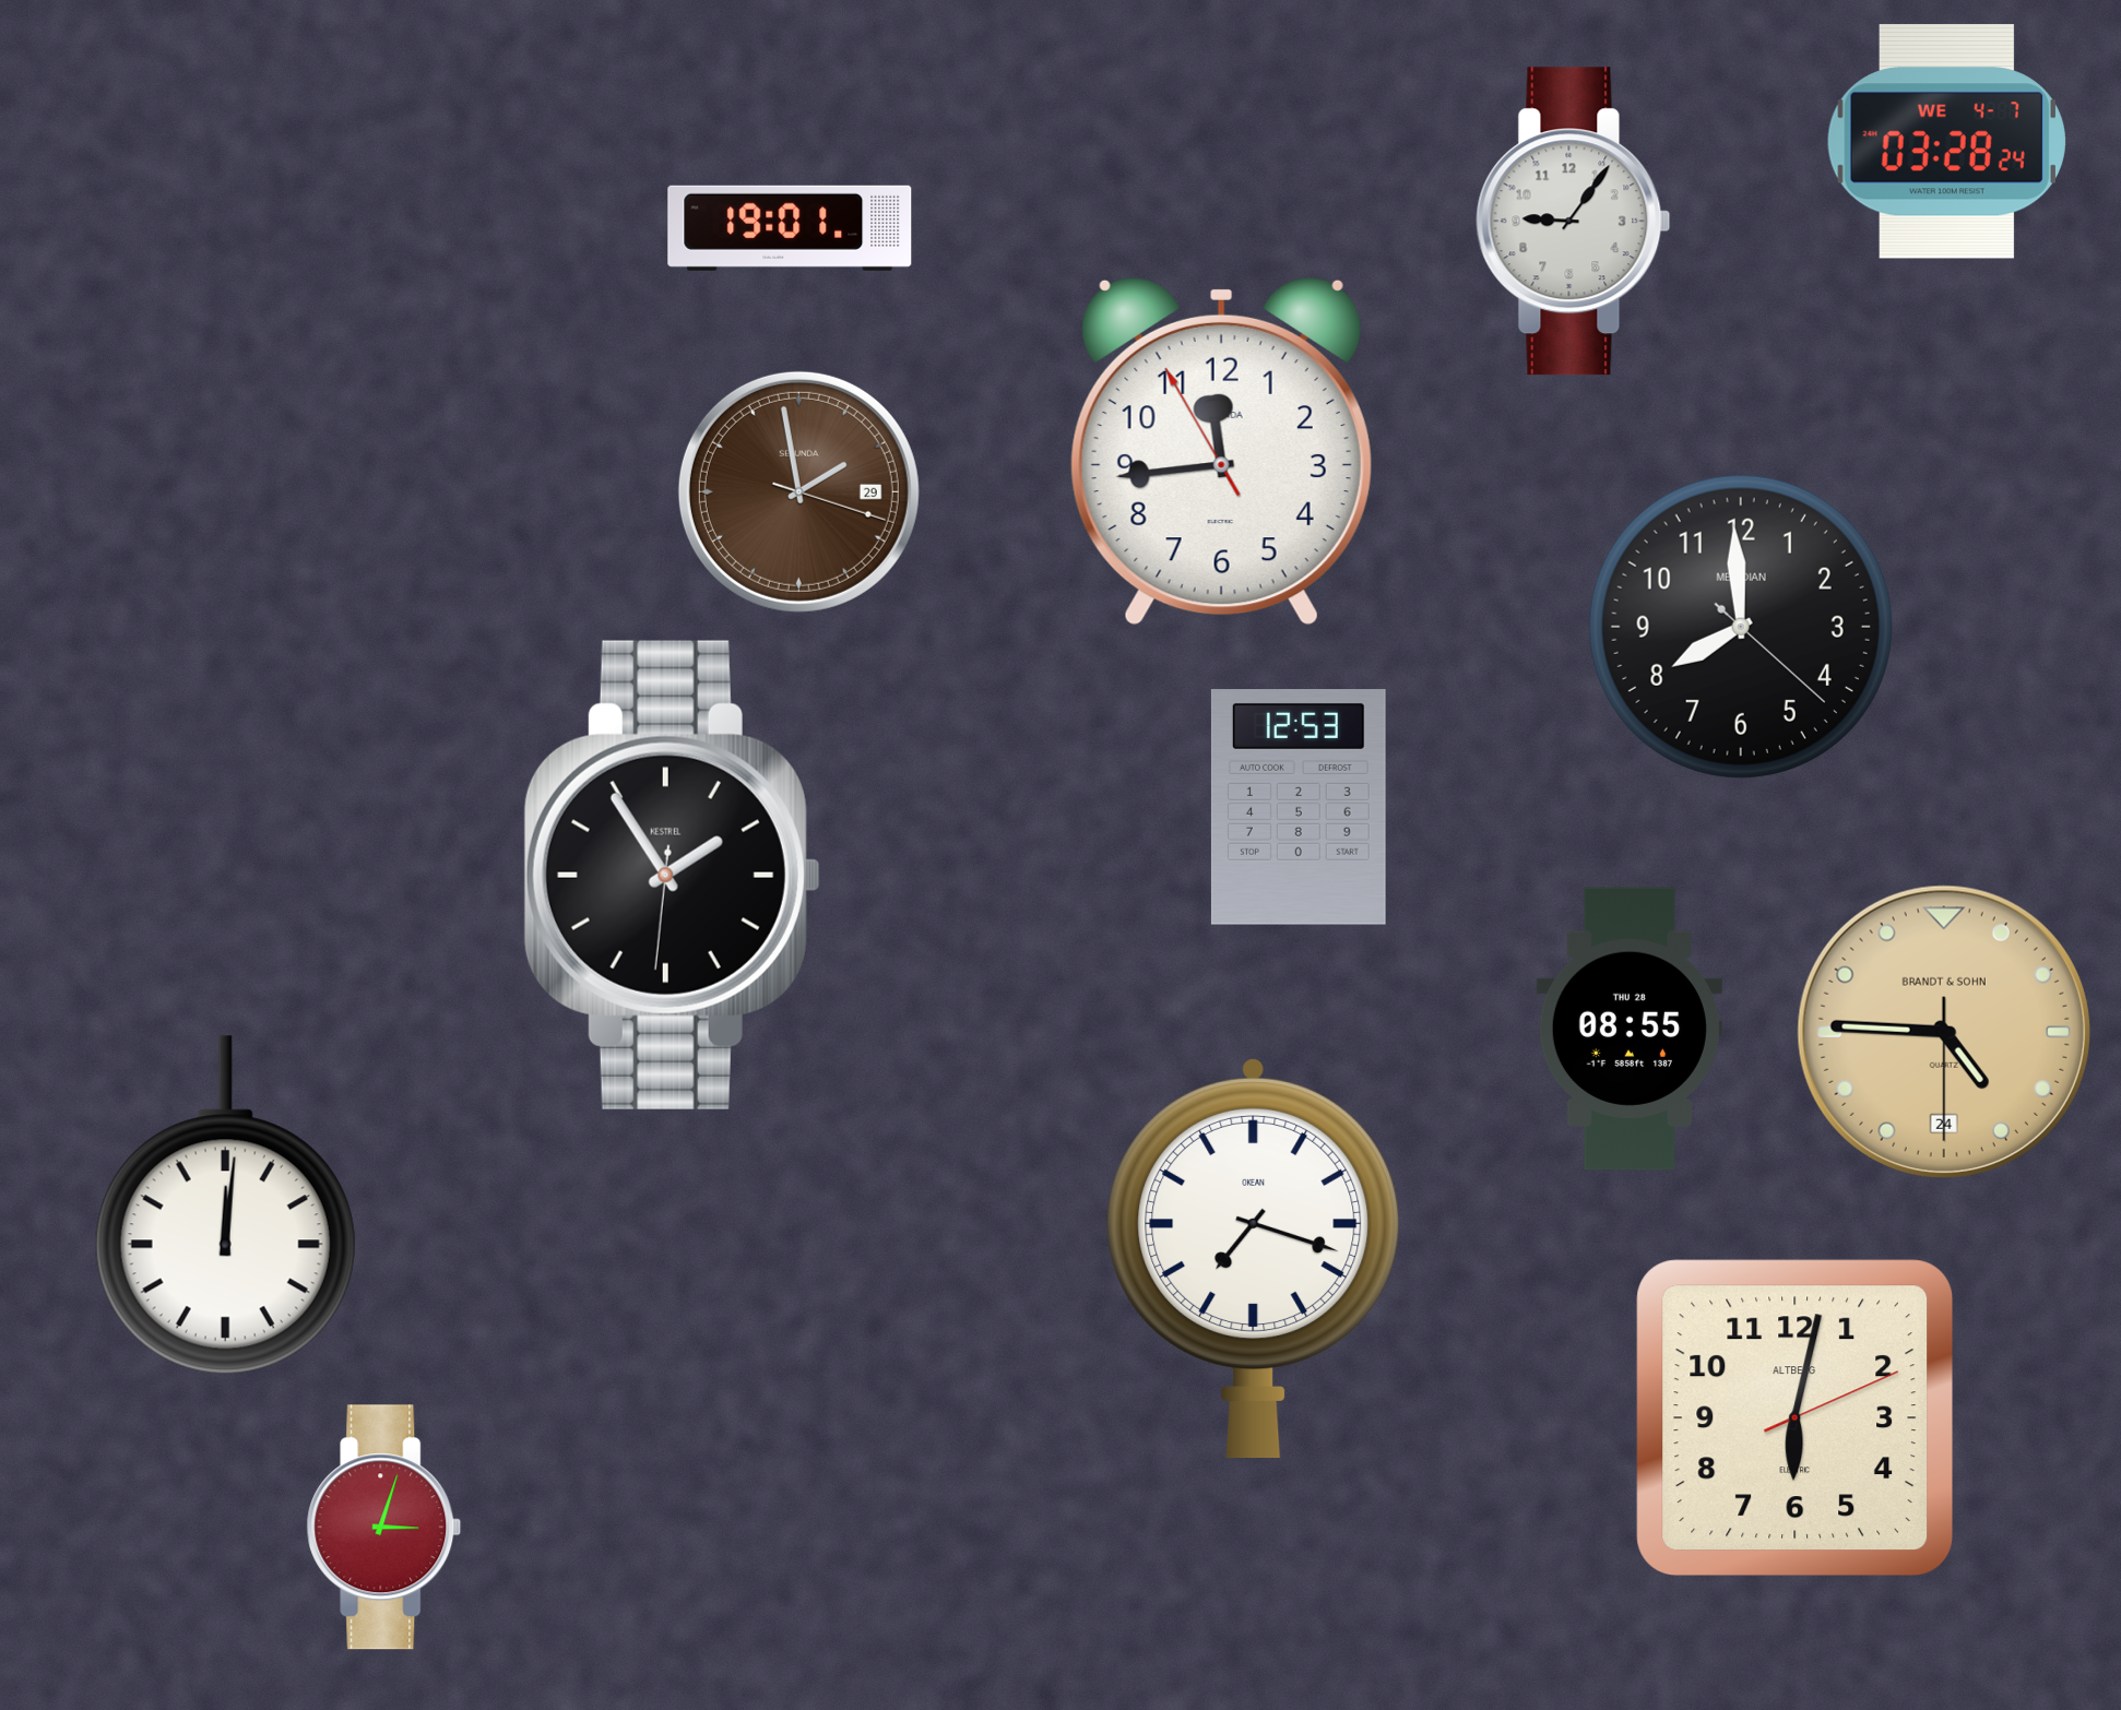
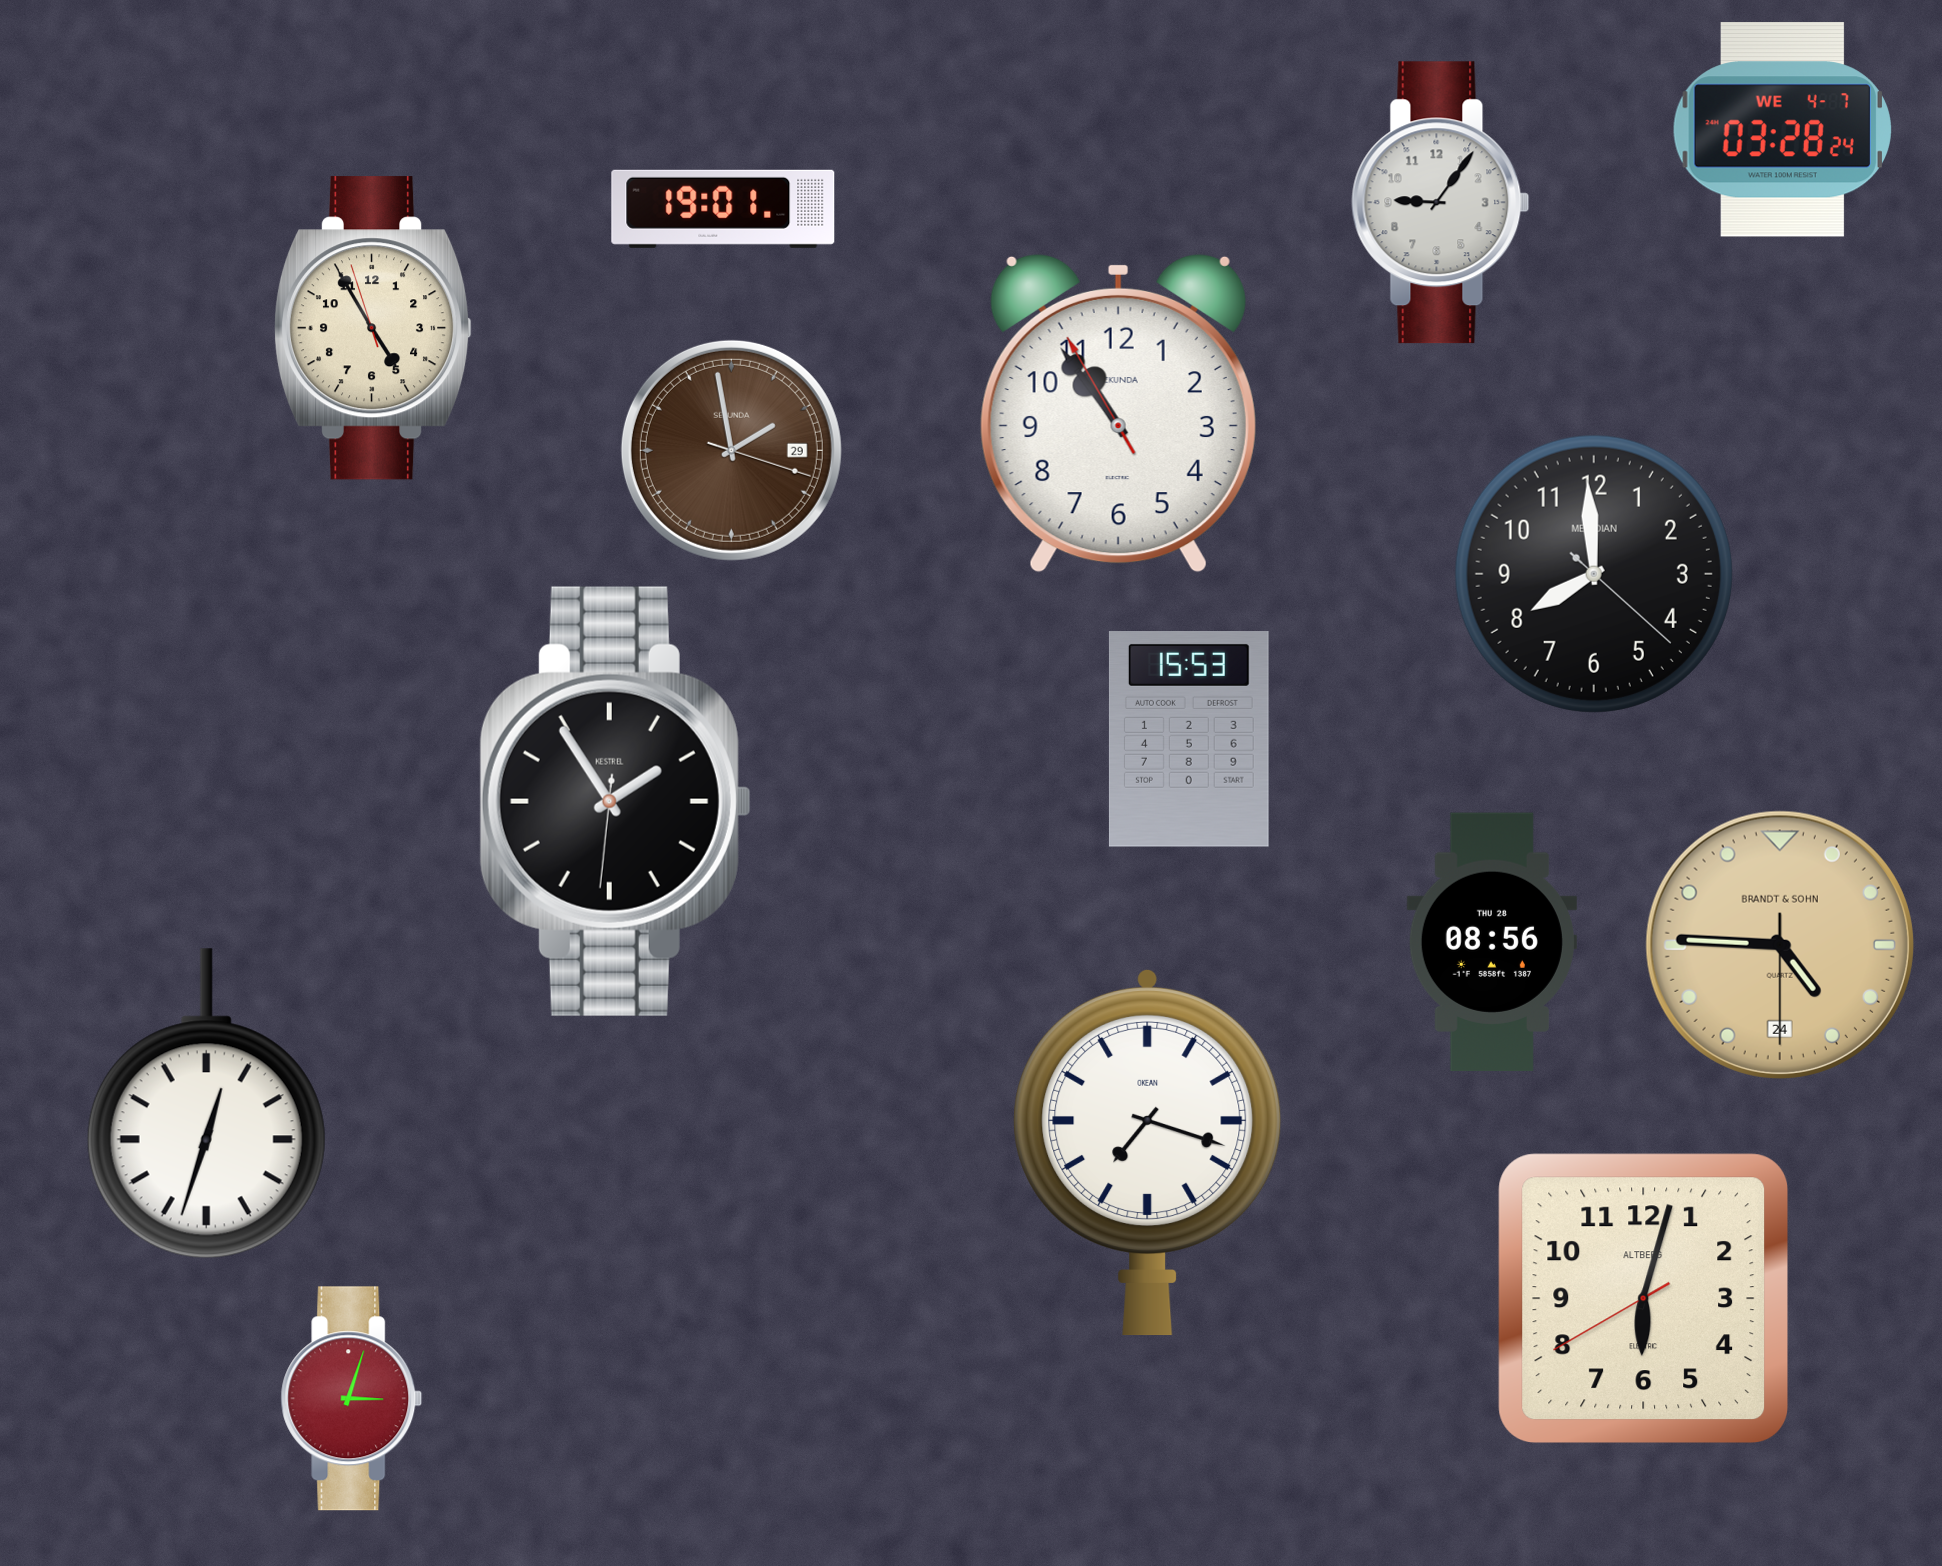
clock at (373, 328): none -> 4:54
clock at (1221, 451): 11:43 -> 10:53
clock at (1299, 808): 12:53 -> 15:53
clock at (1630, 1029): 08:55 -> 08:56
clock at (225, 1206): 12:01 -> 12:33
clock at (1796, 1418): 6:02:11 -> 6:02:40
